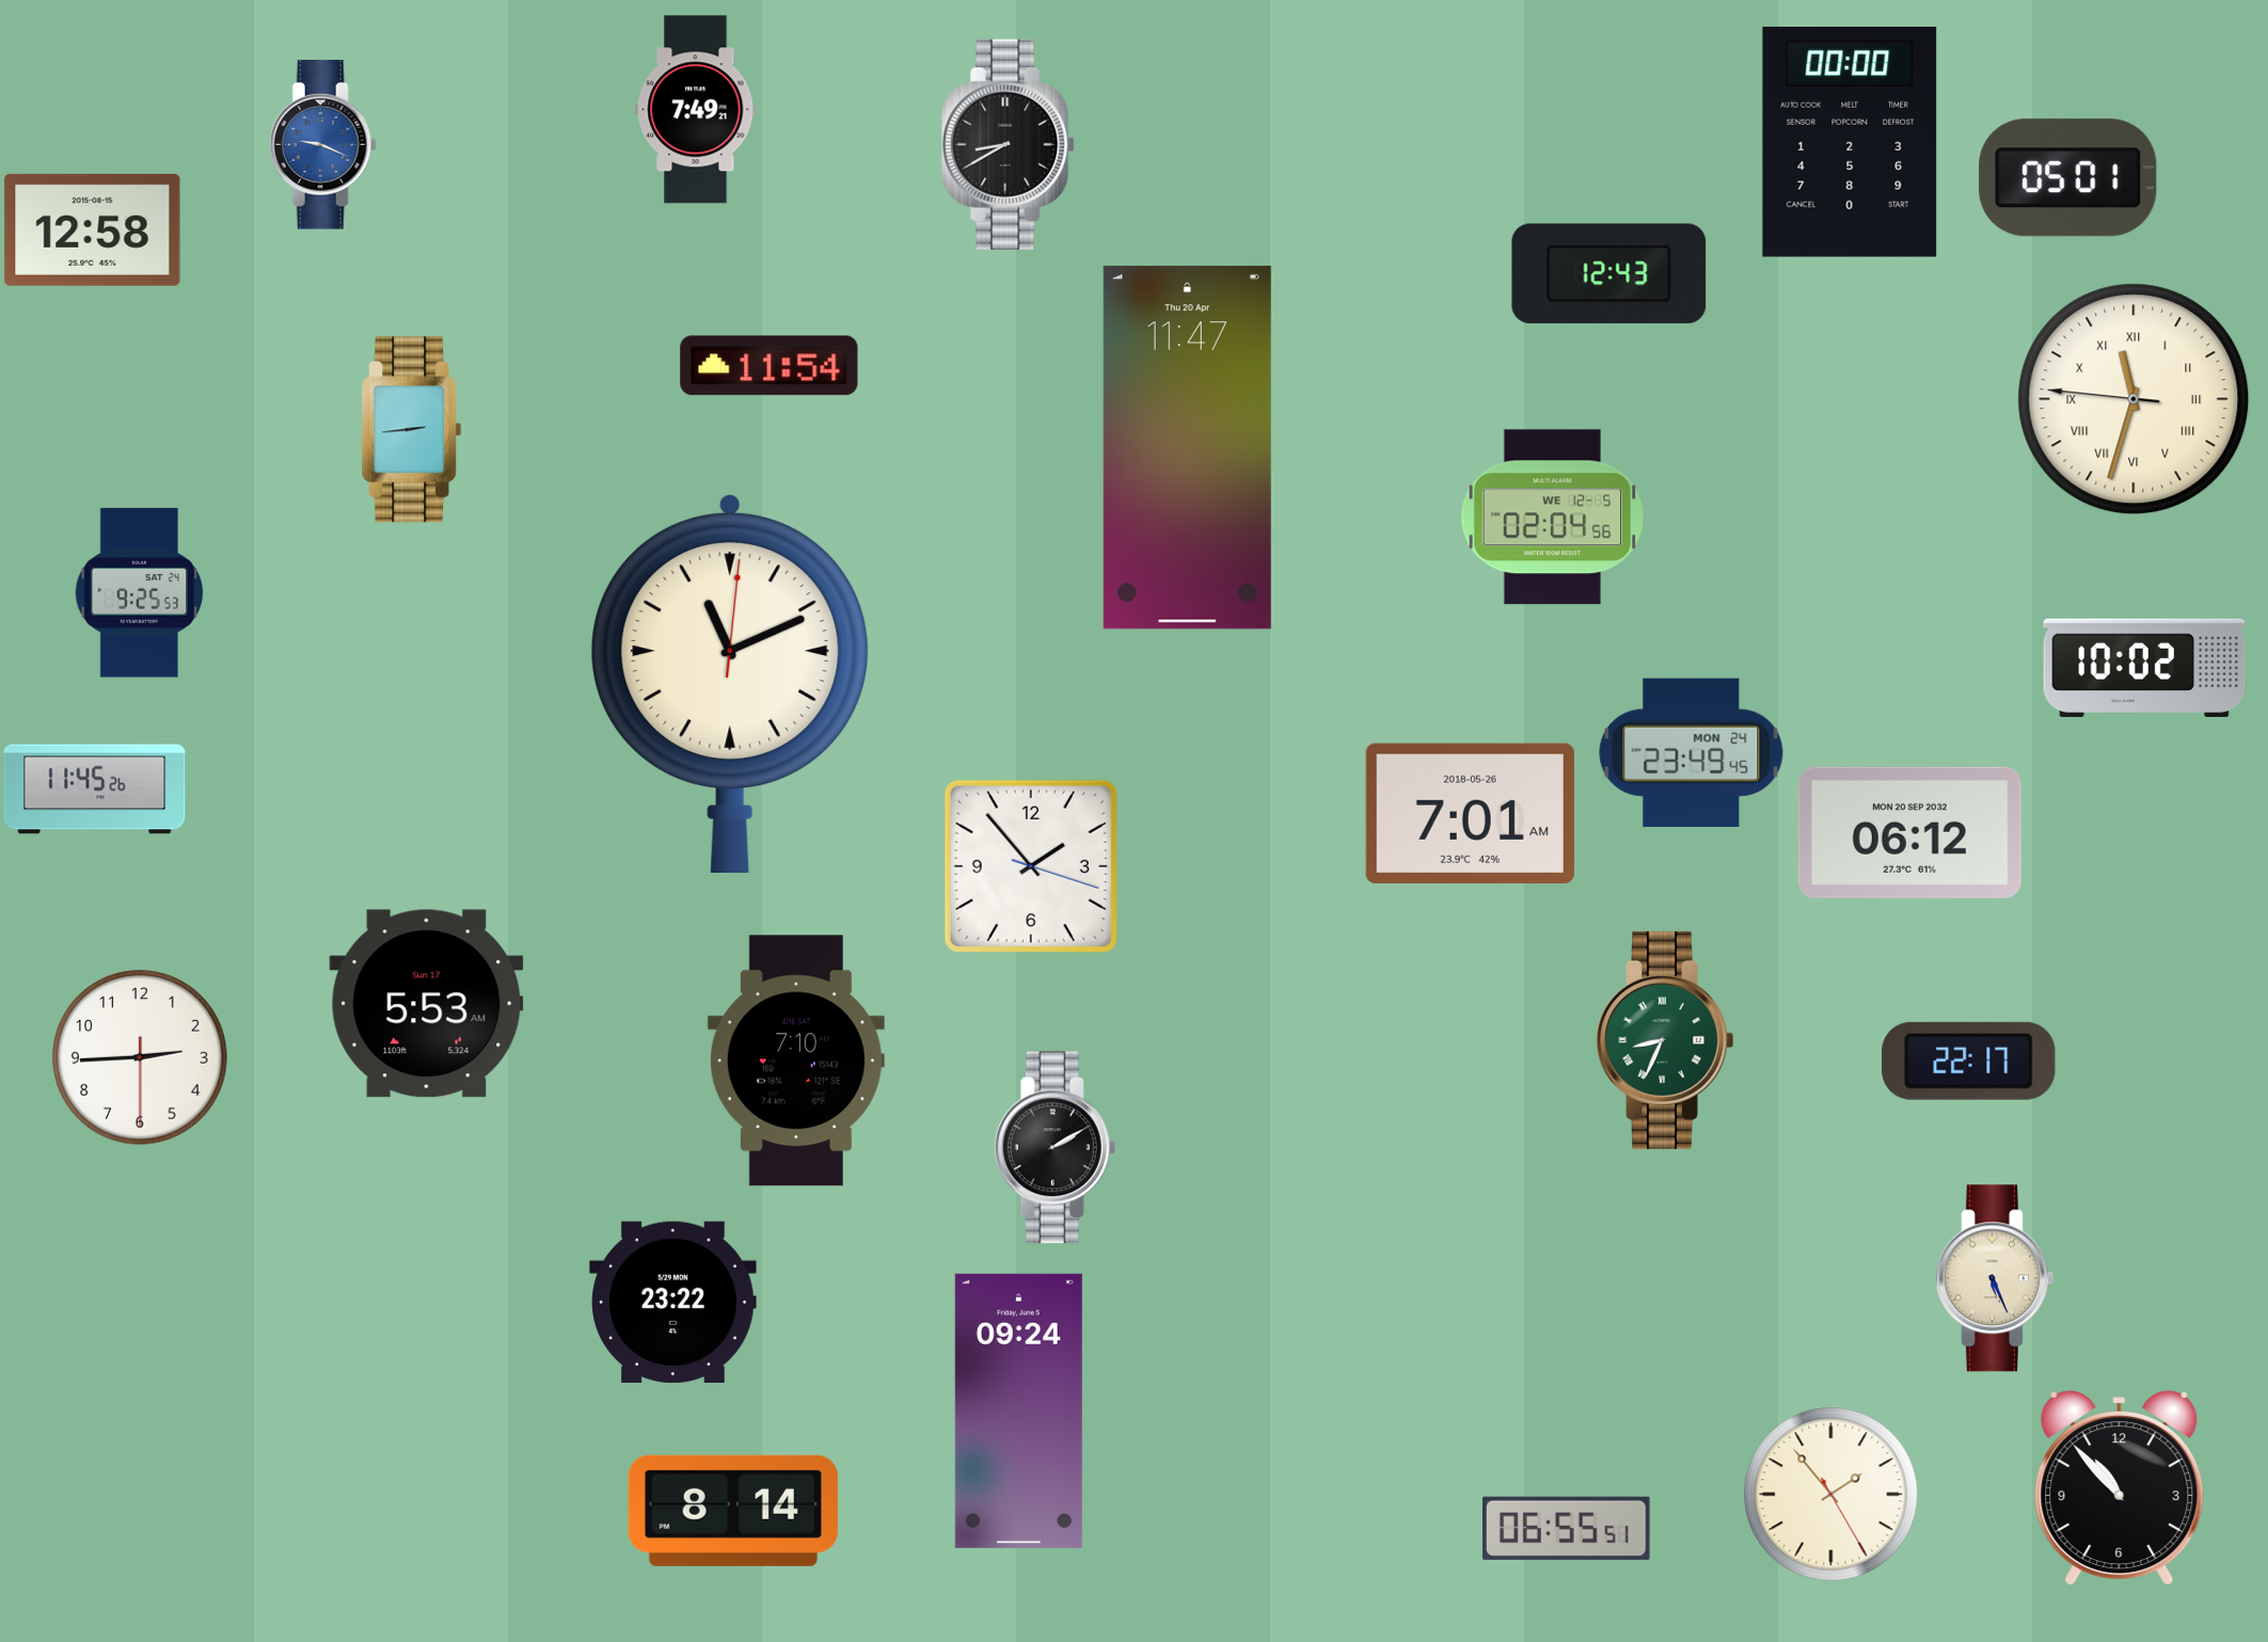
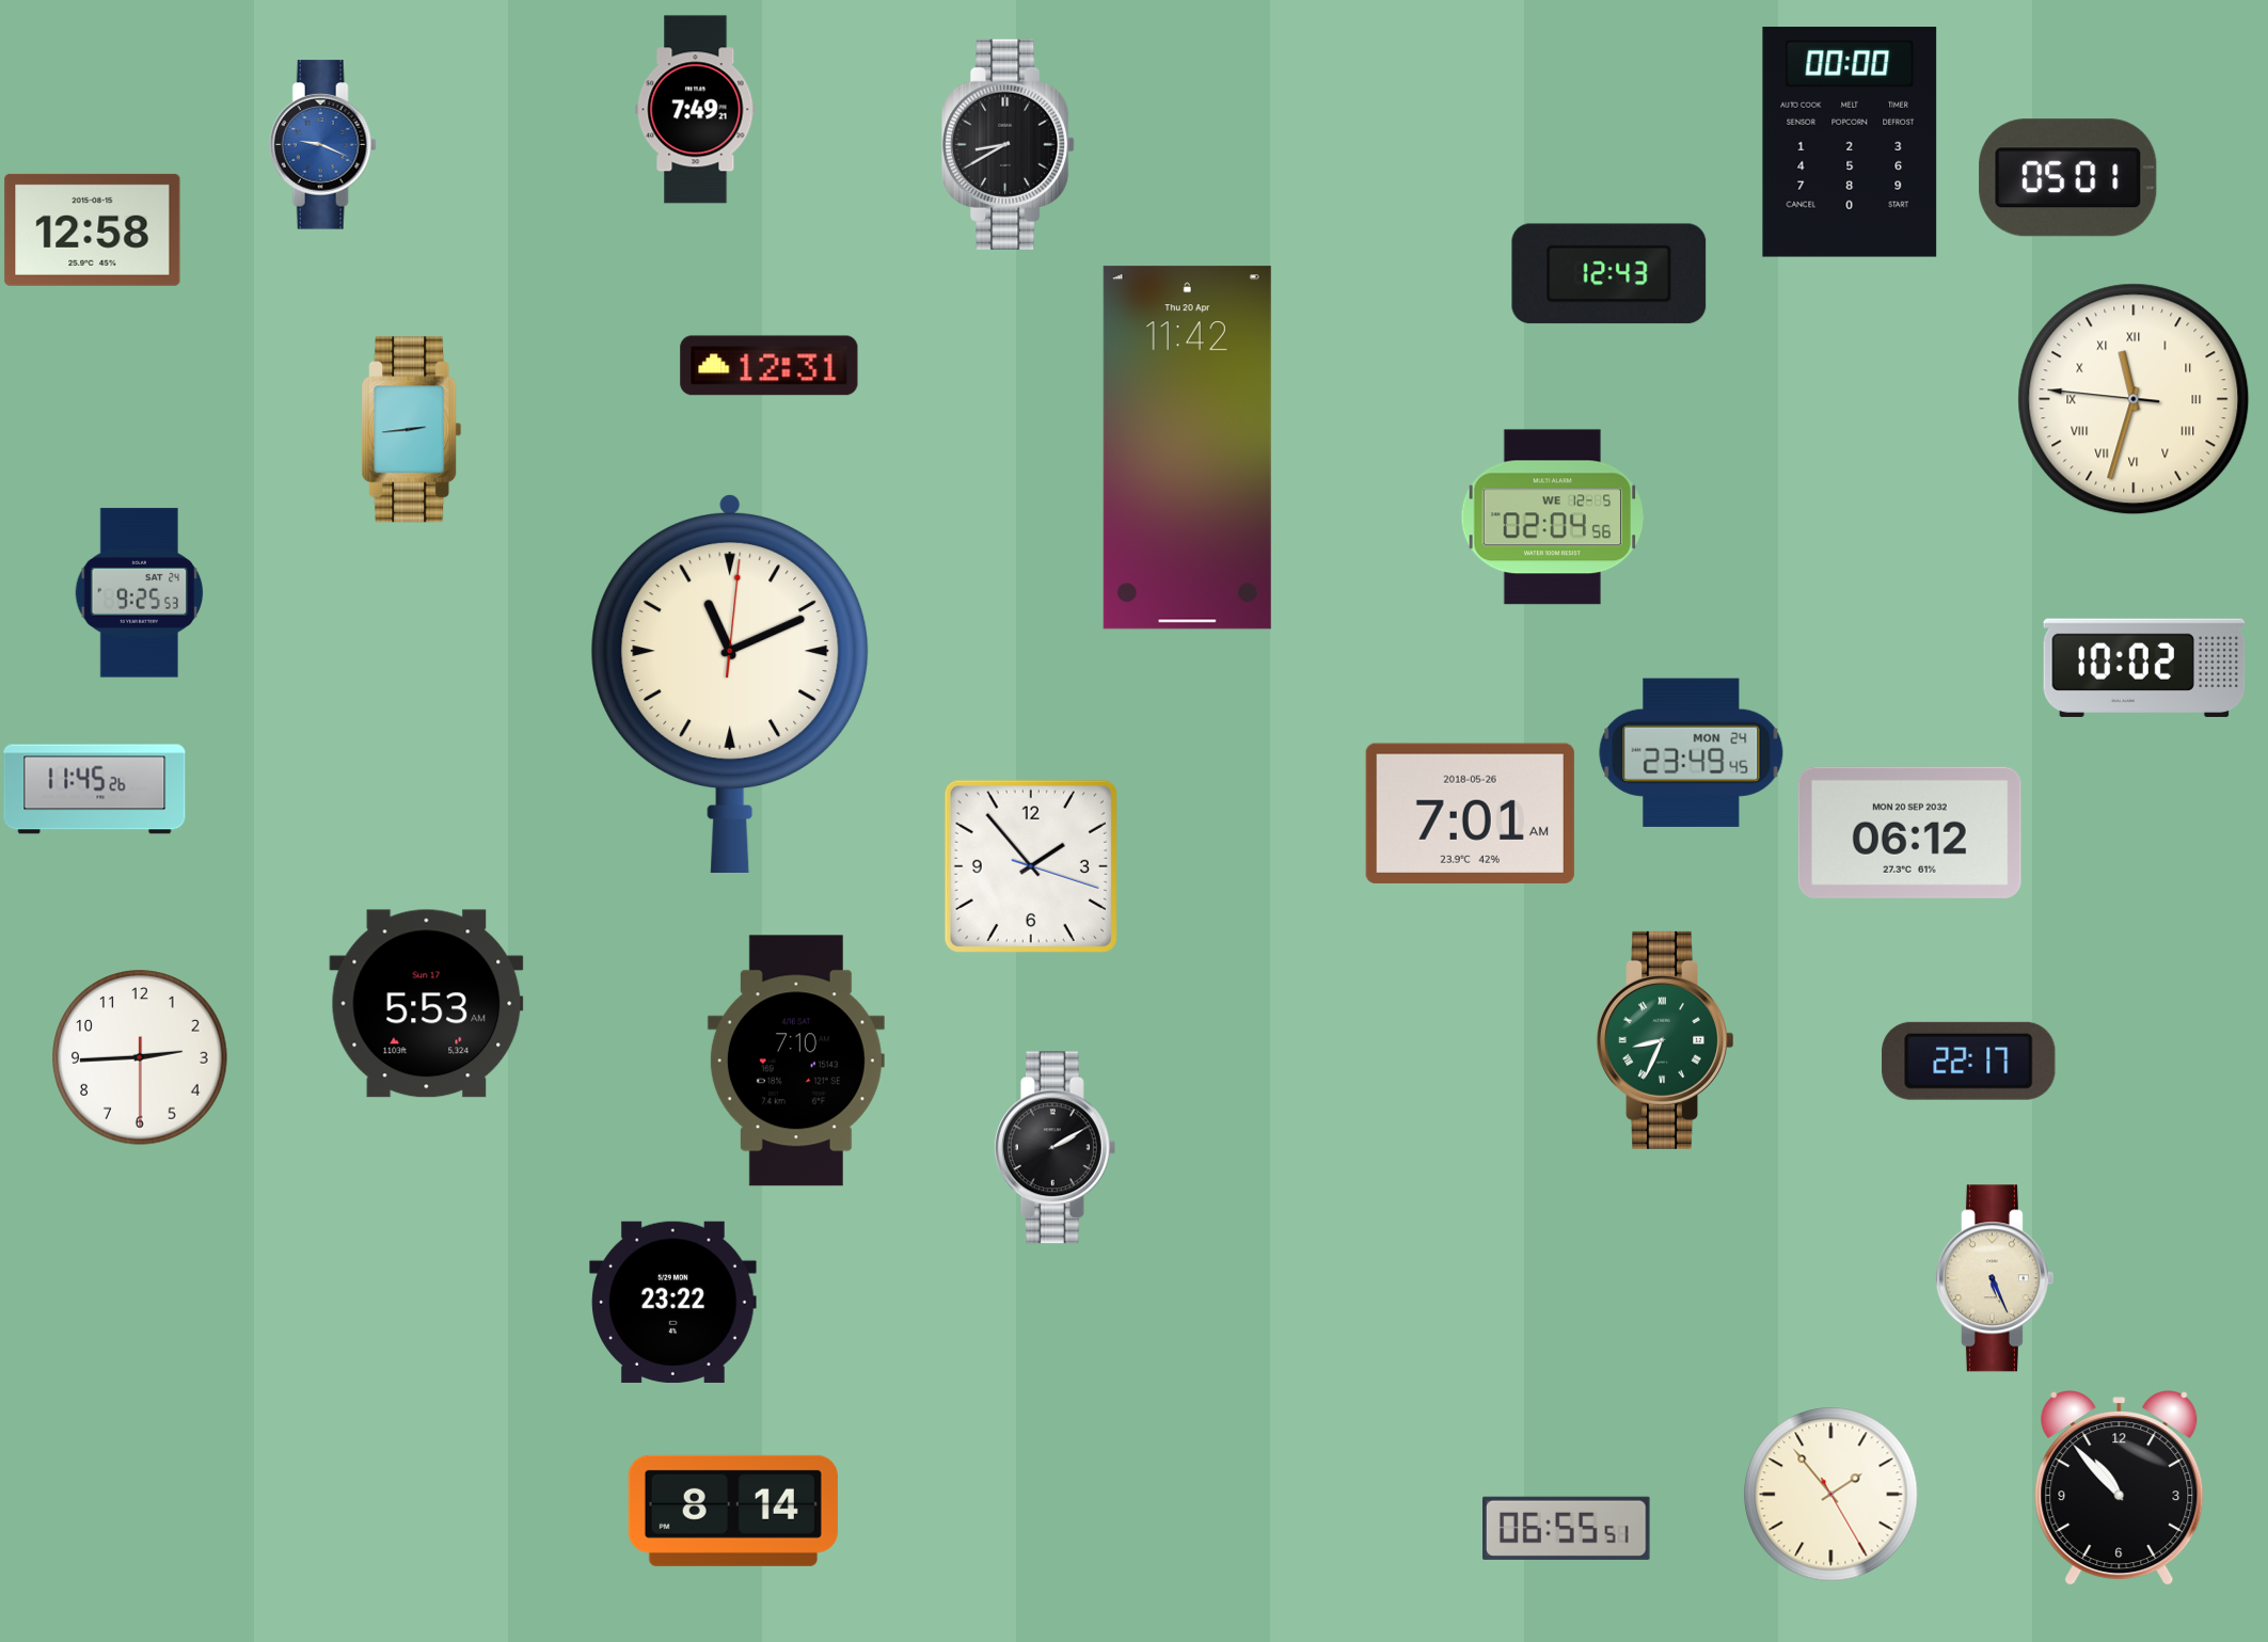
clock at (770, 366): 11:54 -> 12:31
clock at (1187, 448): 11:47 -> 11:42
clock at (1018, 1410): 09:24 -> none
